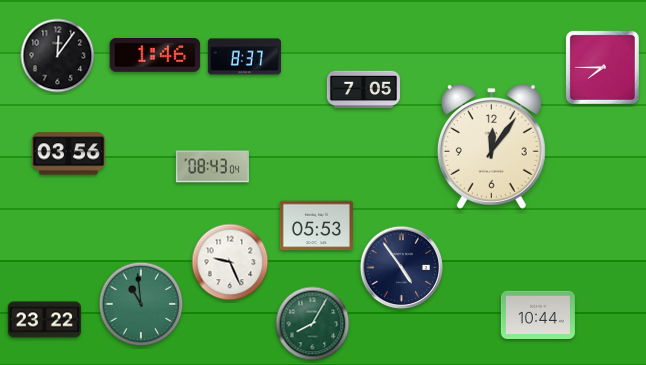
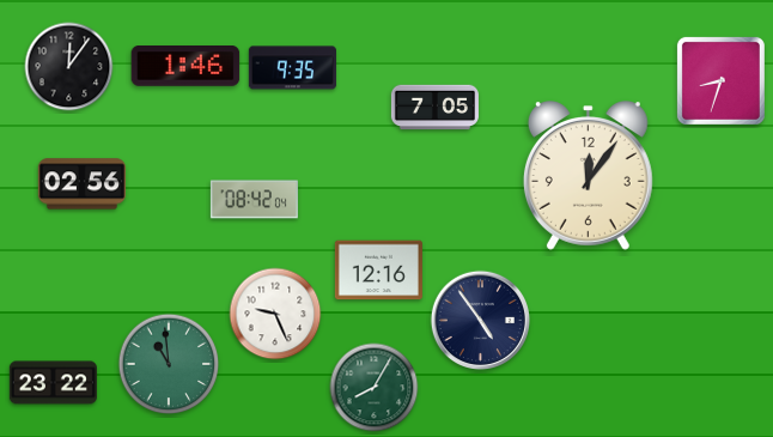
clock at (244, 57): 8:37 -> 9:35
clock at (602, 67): 7:45 -> 8:33
clock at (68, 154): 03:56 -> 02:56
clock at (212, 167): 08:43 -> 08:42
clock at (316, 226): 05:53 -> 12:16
clock at (538, 314): 10:44 -> none
